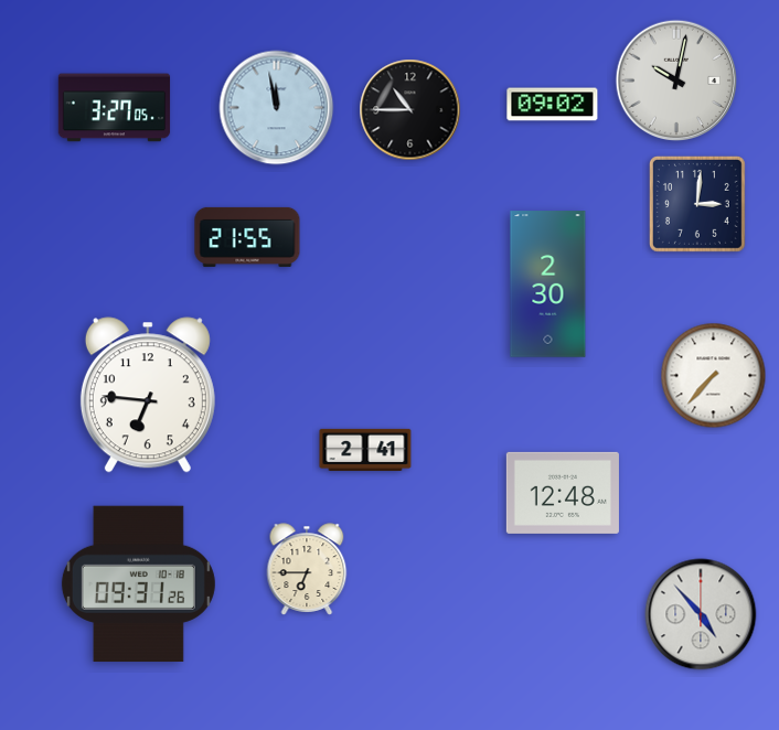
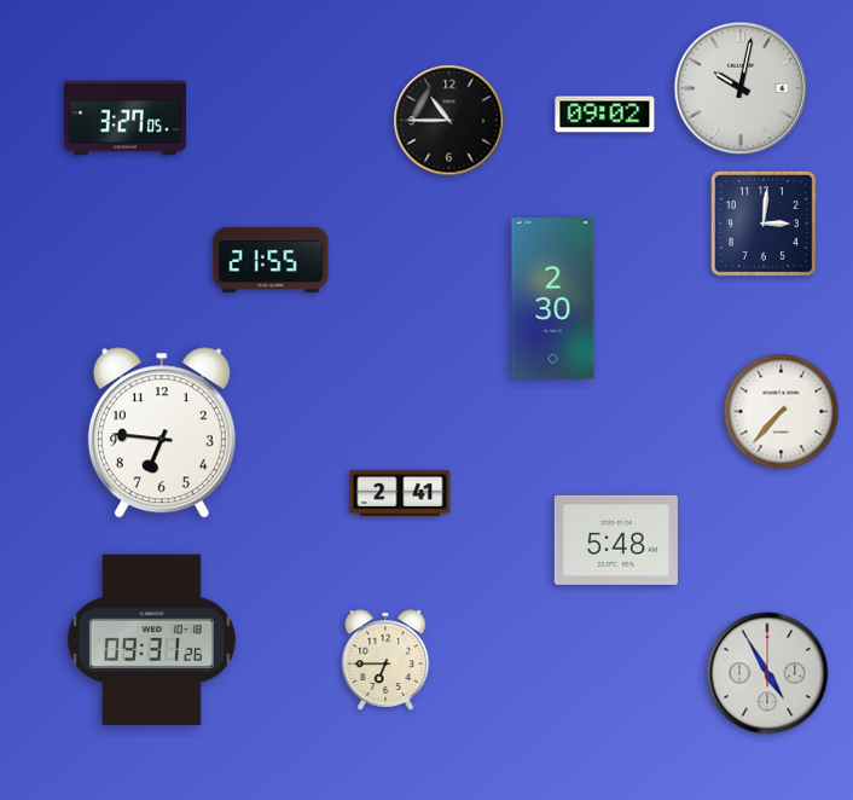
clock at (277, 108): 11:58 -> none
clock at (548, 285) position: (548, 285) -> (553, 298)
clock at (563, 493): 12:48 -> 5:48
clock at (307, 569) position: (307, 569) -> (385, 660)
clock at (701, 614): 4:53 -> 4:55
